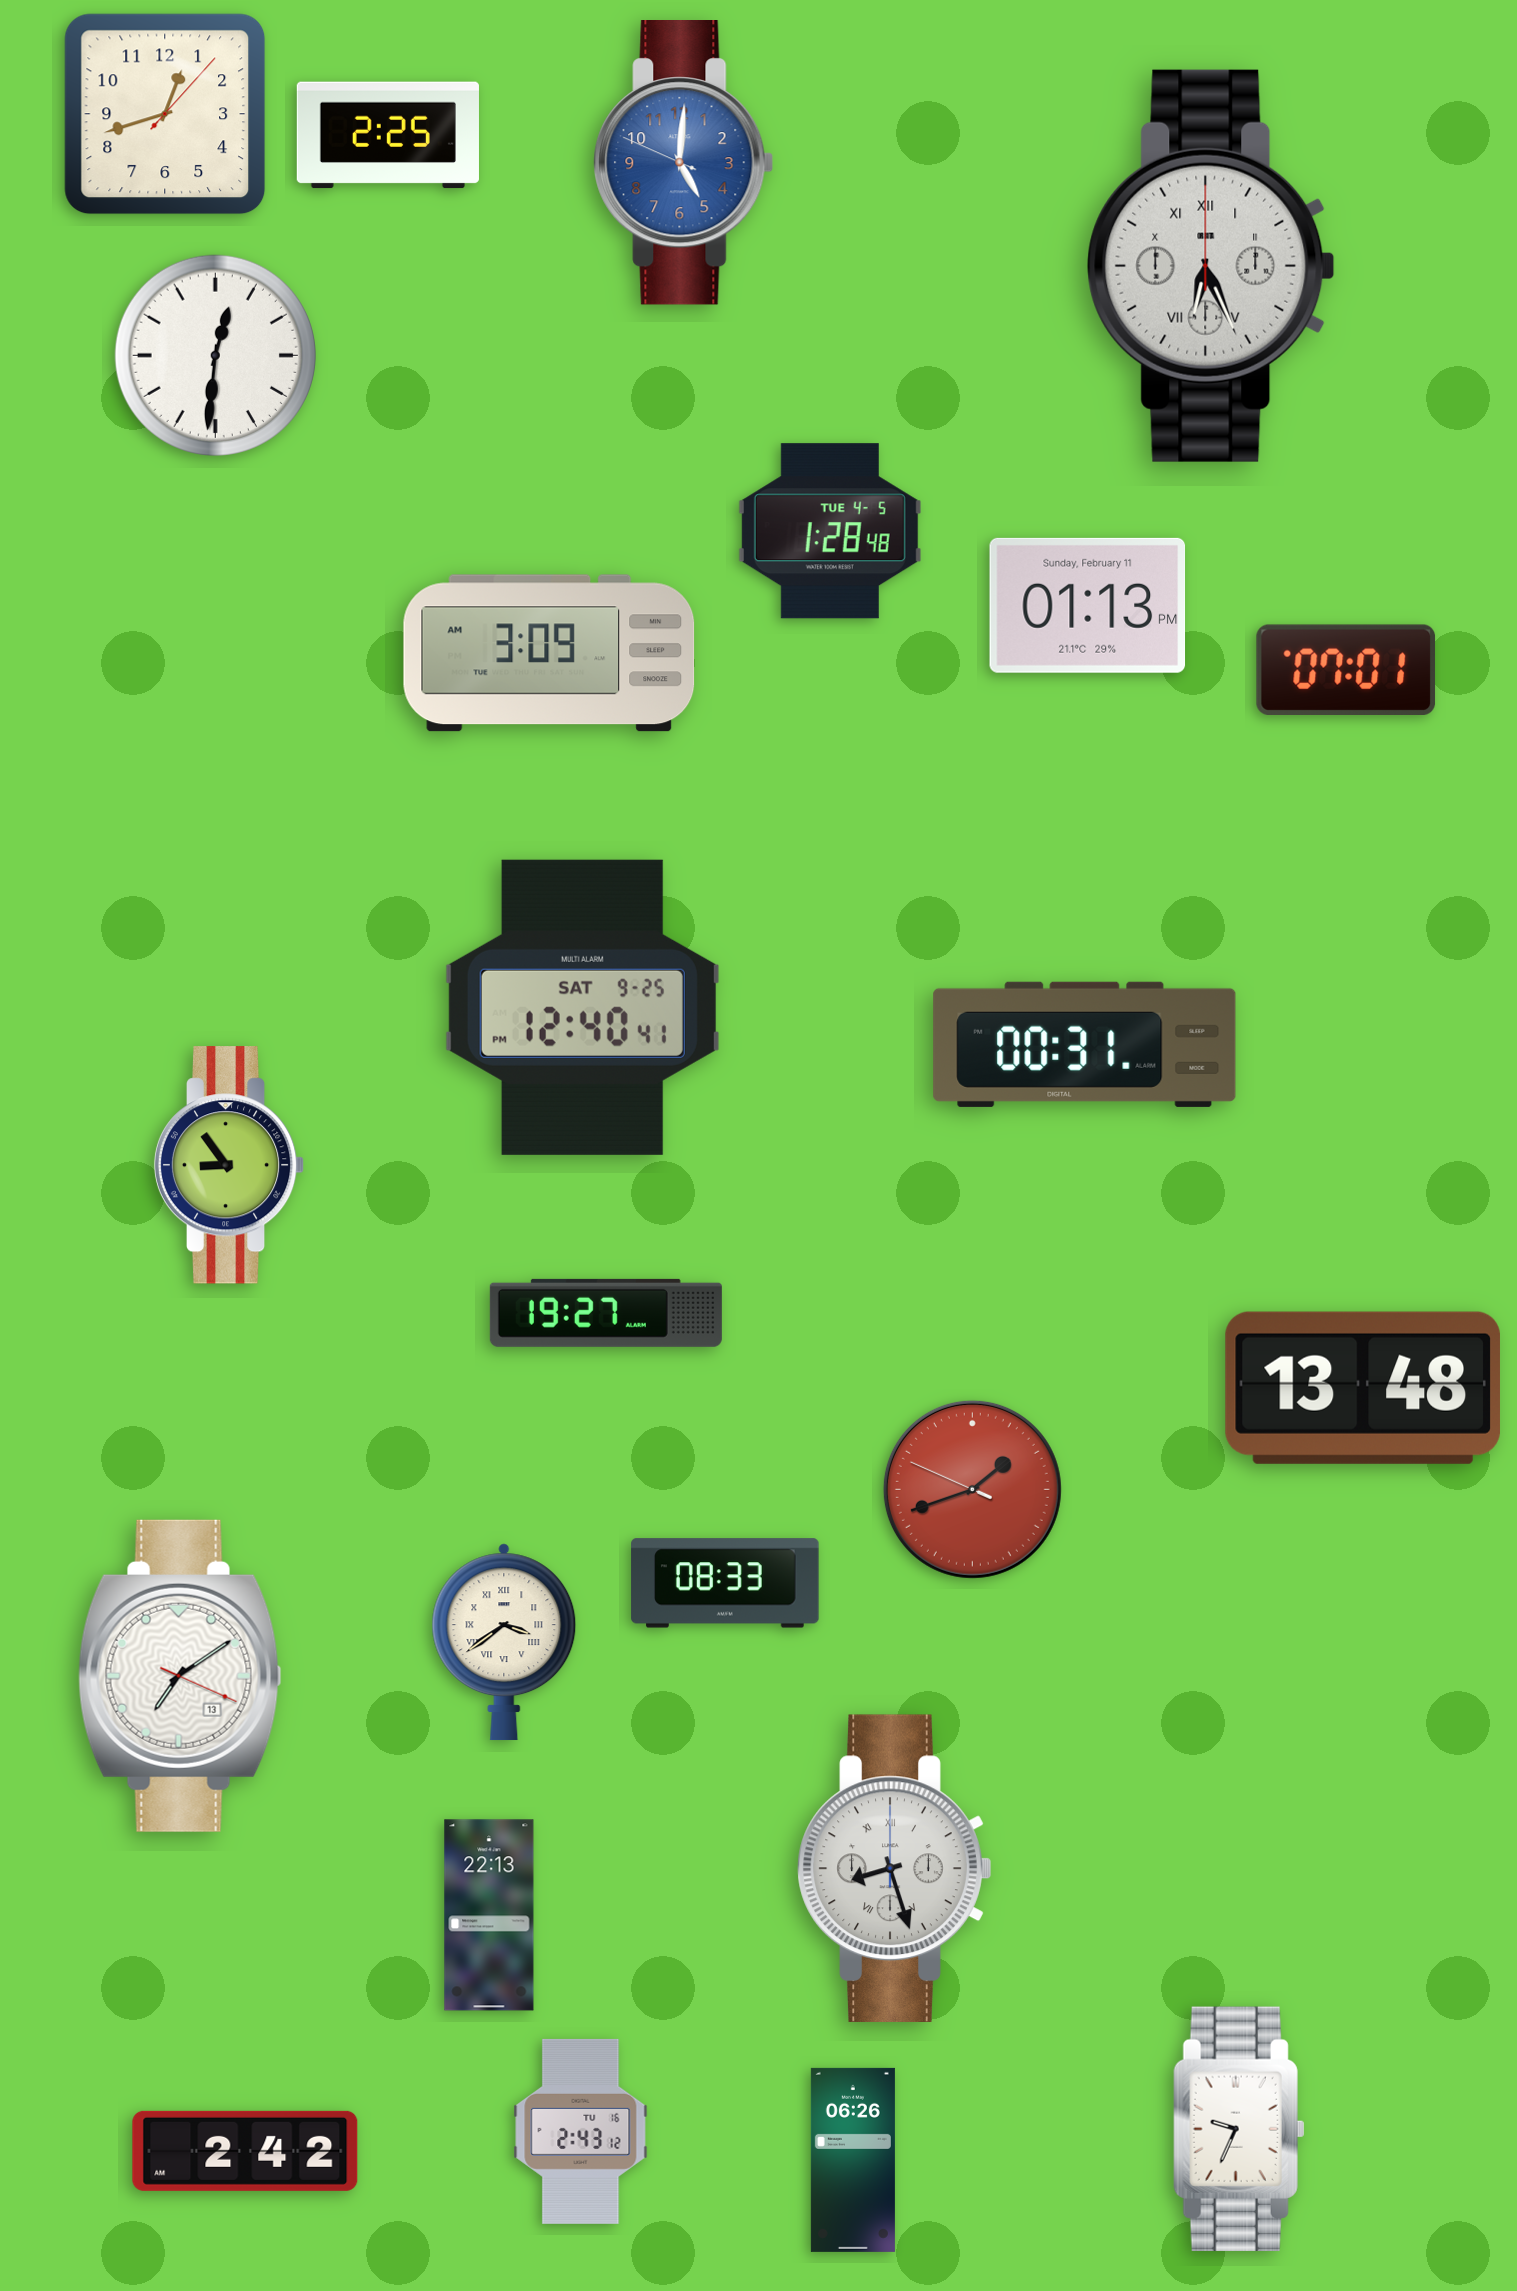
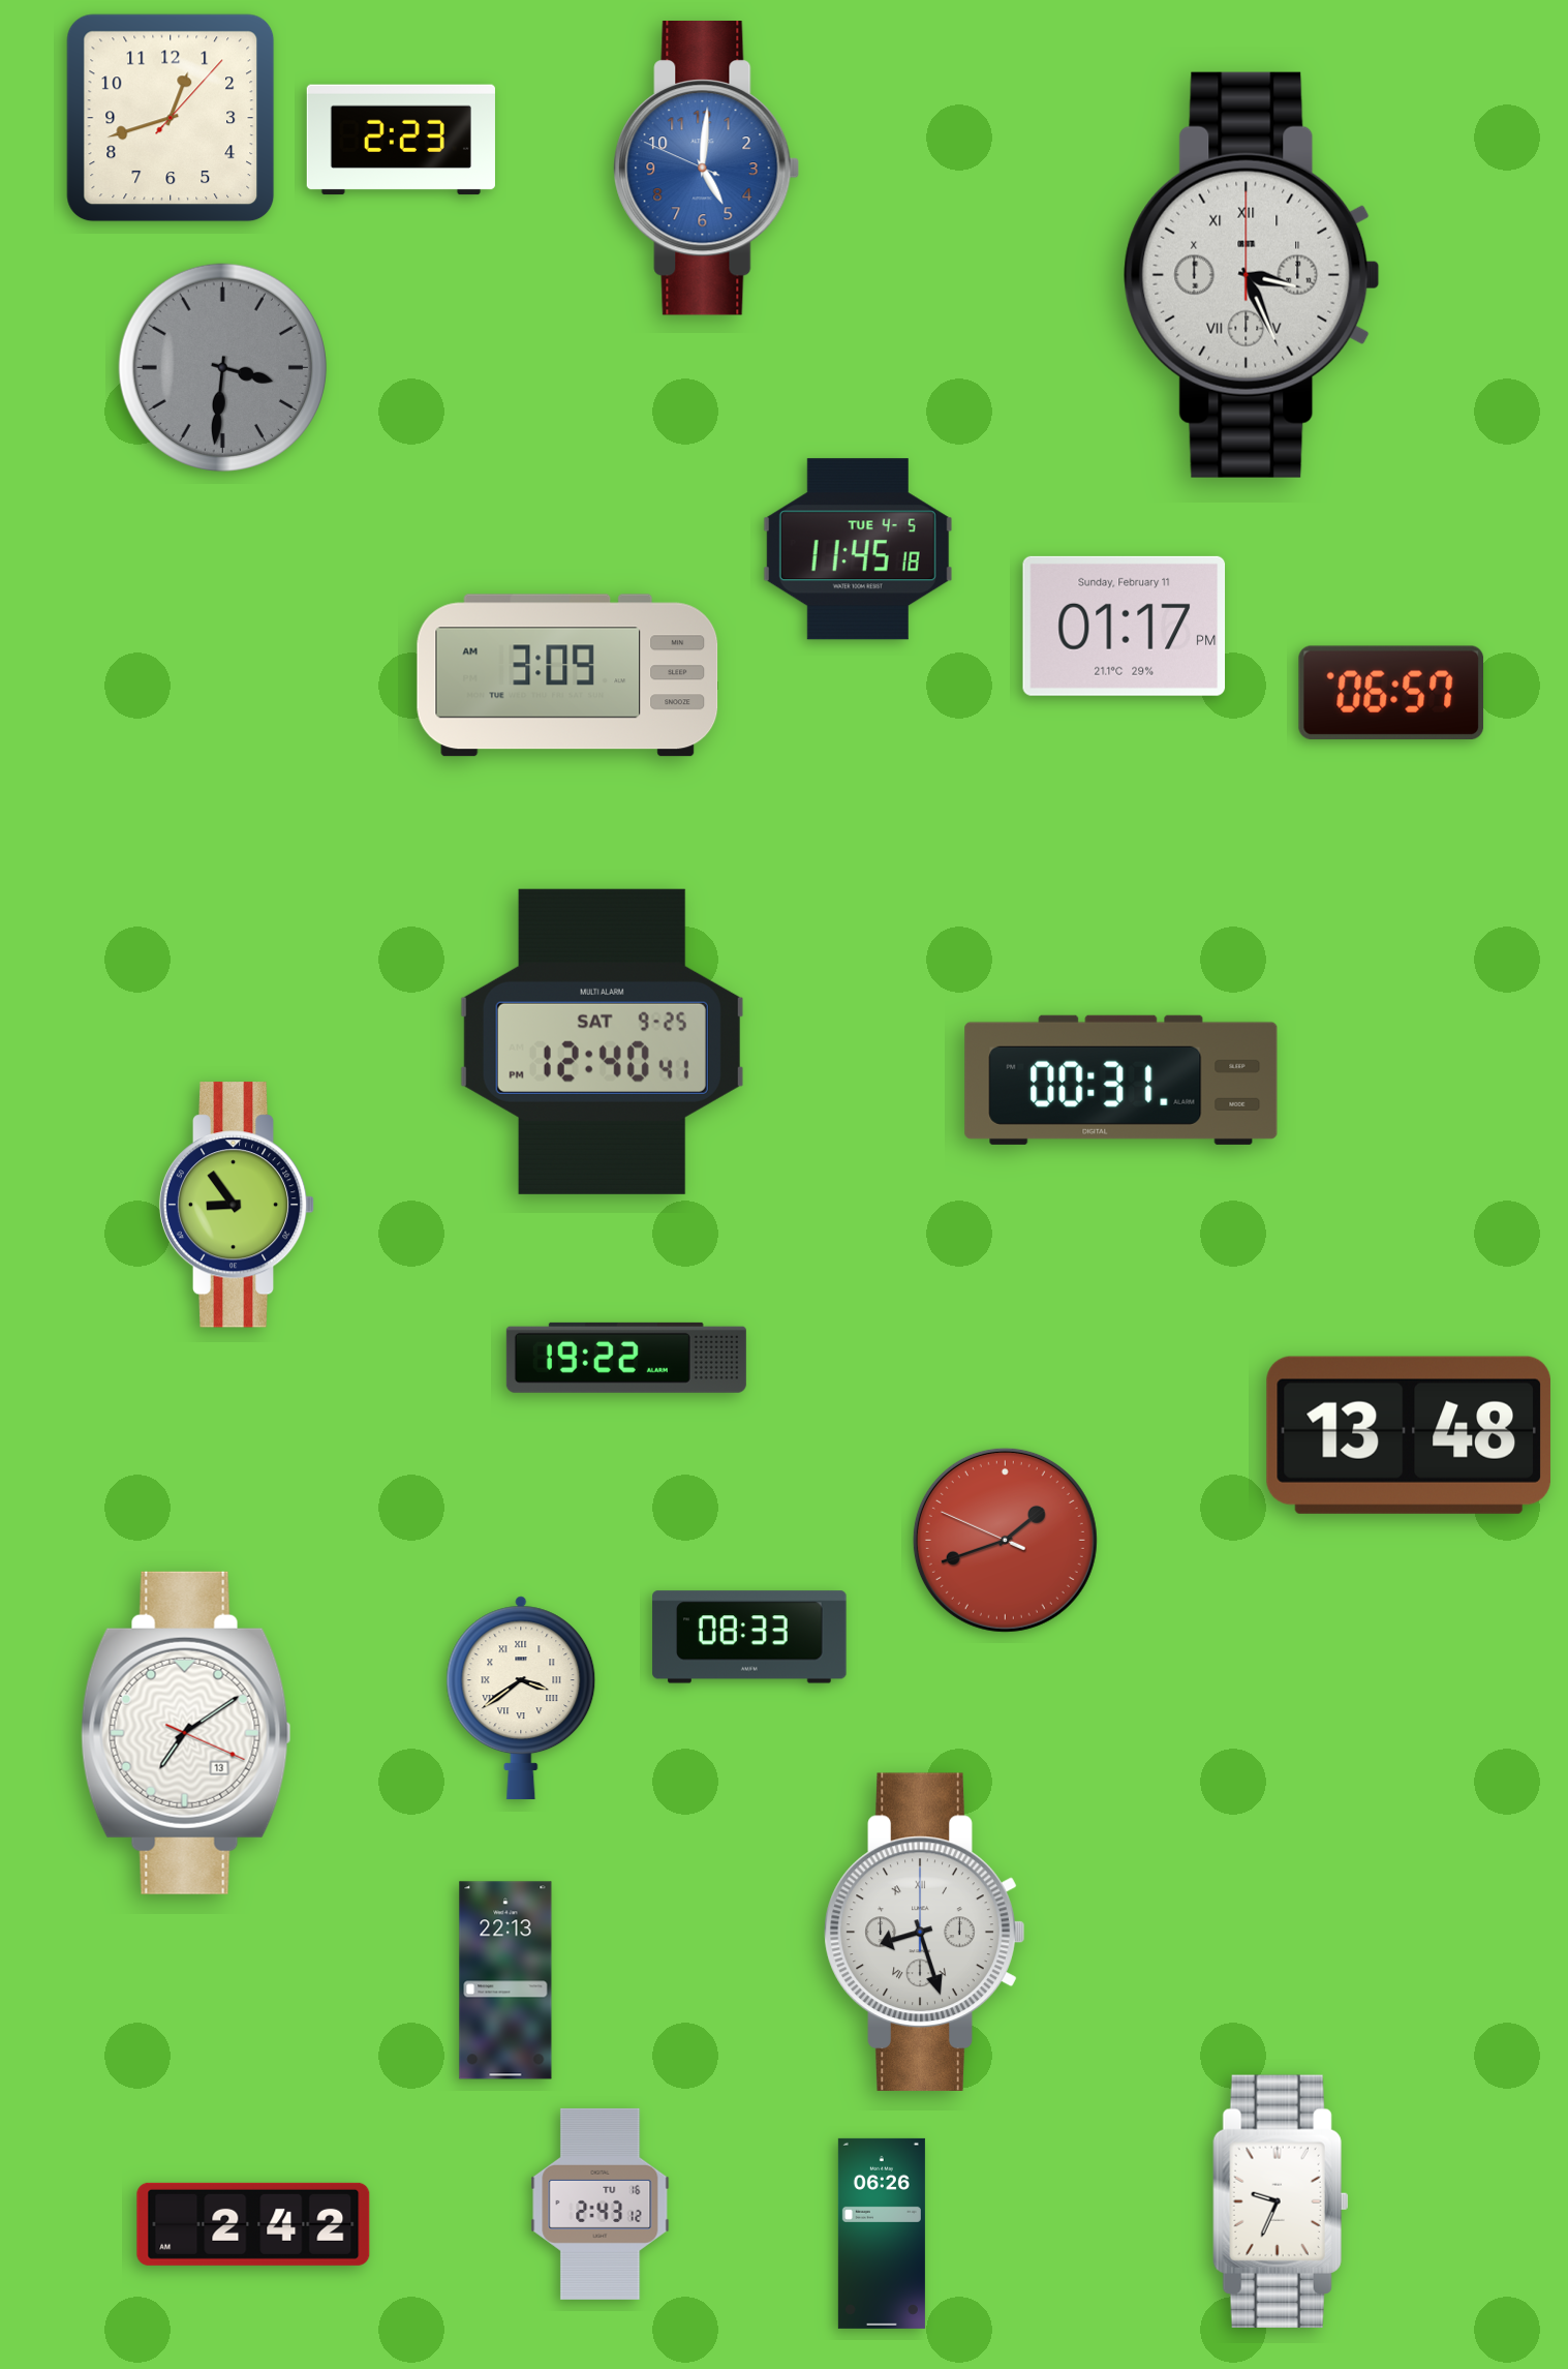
clock at (388, 135): 2:25 -> 2:23
clock at (1211, 266): 6:26 -> 3:26
clock at (215, 355): 12:31 -> 3:31
clock at (215, 355) dial: white -> grey
clock at (830, 531): 1:28 -> 11:45
clock at (1088, 605): 01:13 -> 01:17
clock at (1346, 670): 07:01 -> 06:57
clock at (606, 1313): 19:27 -> 19:22
